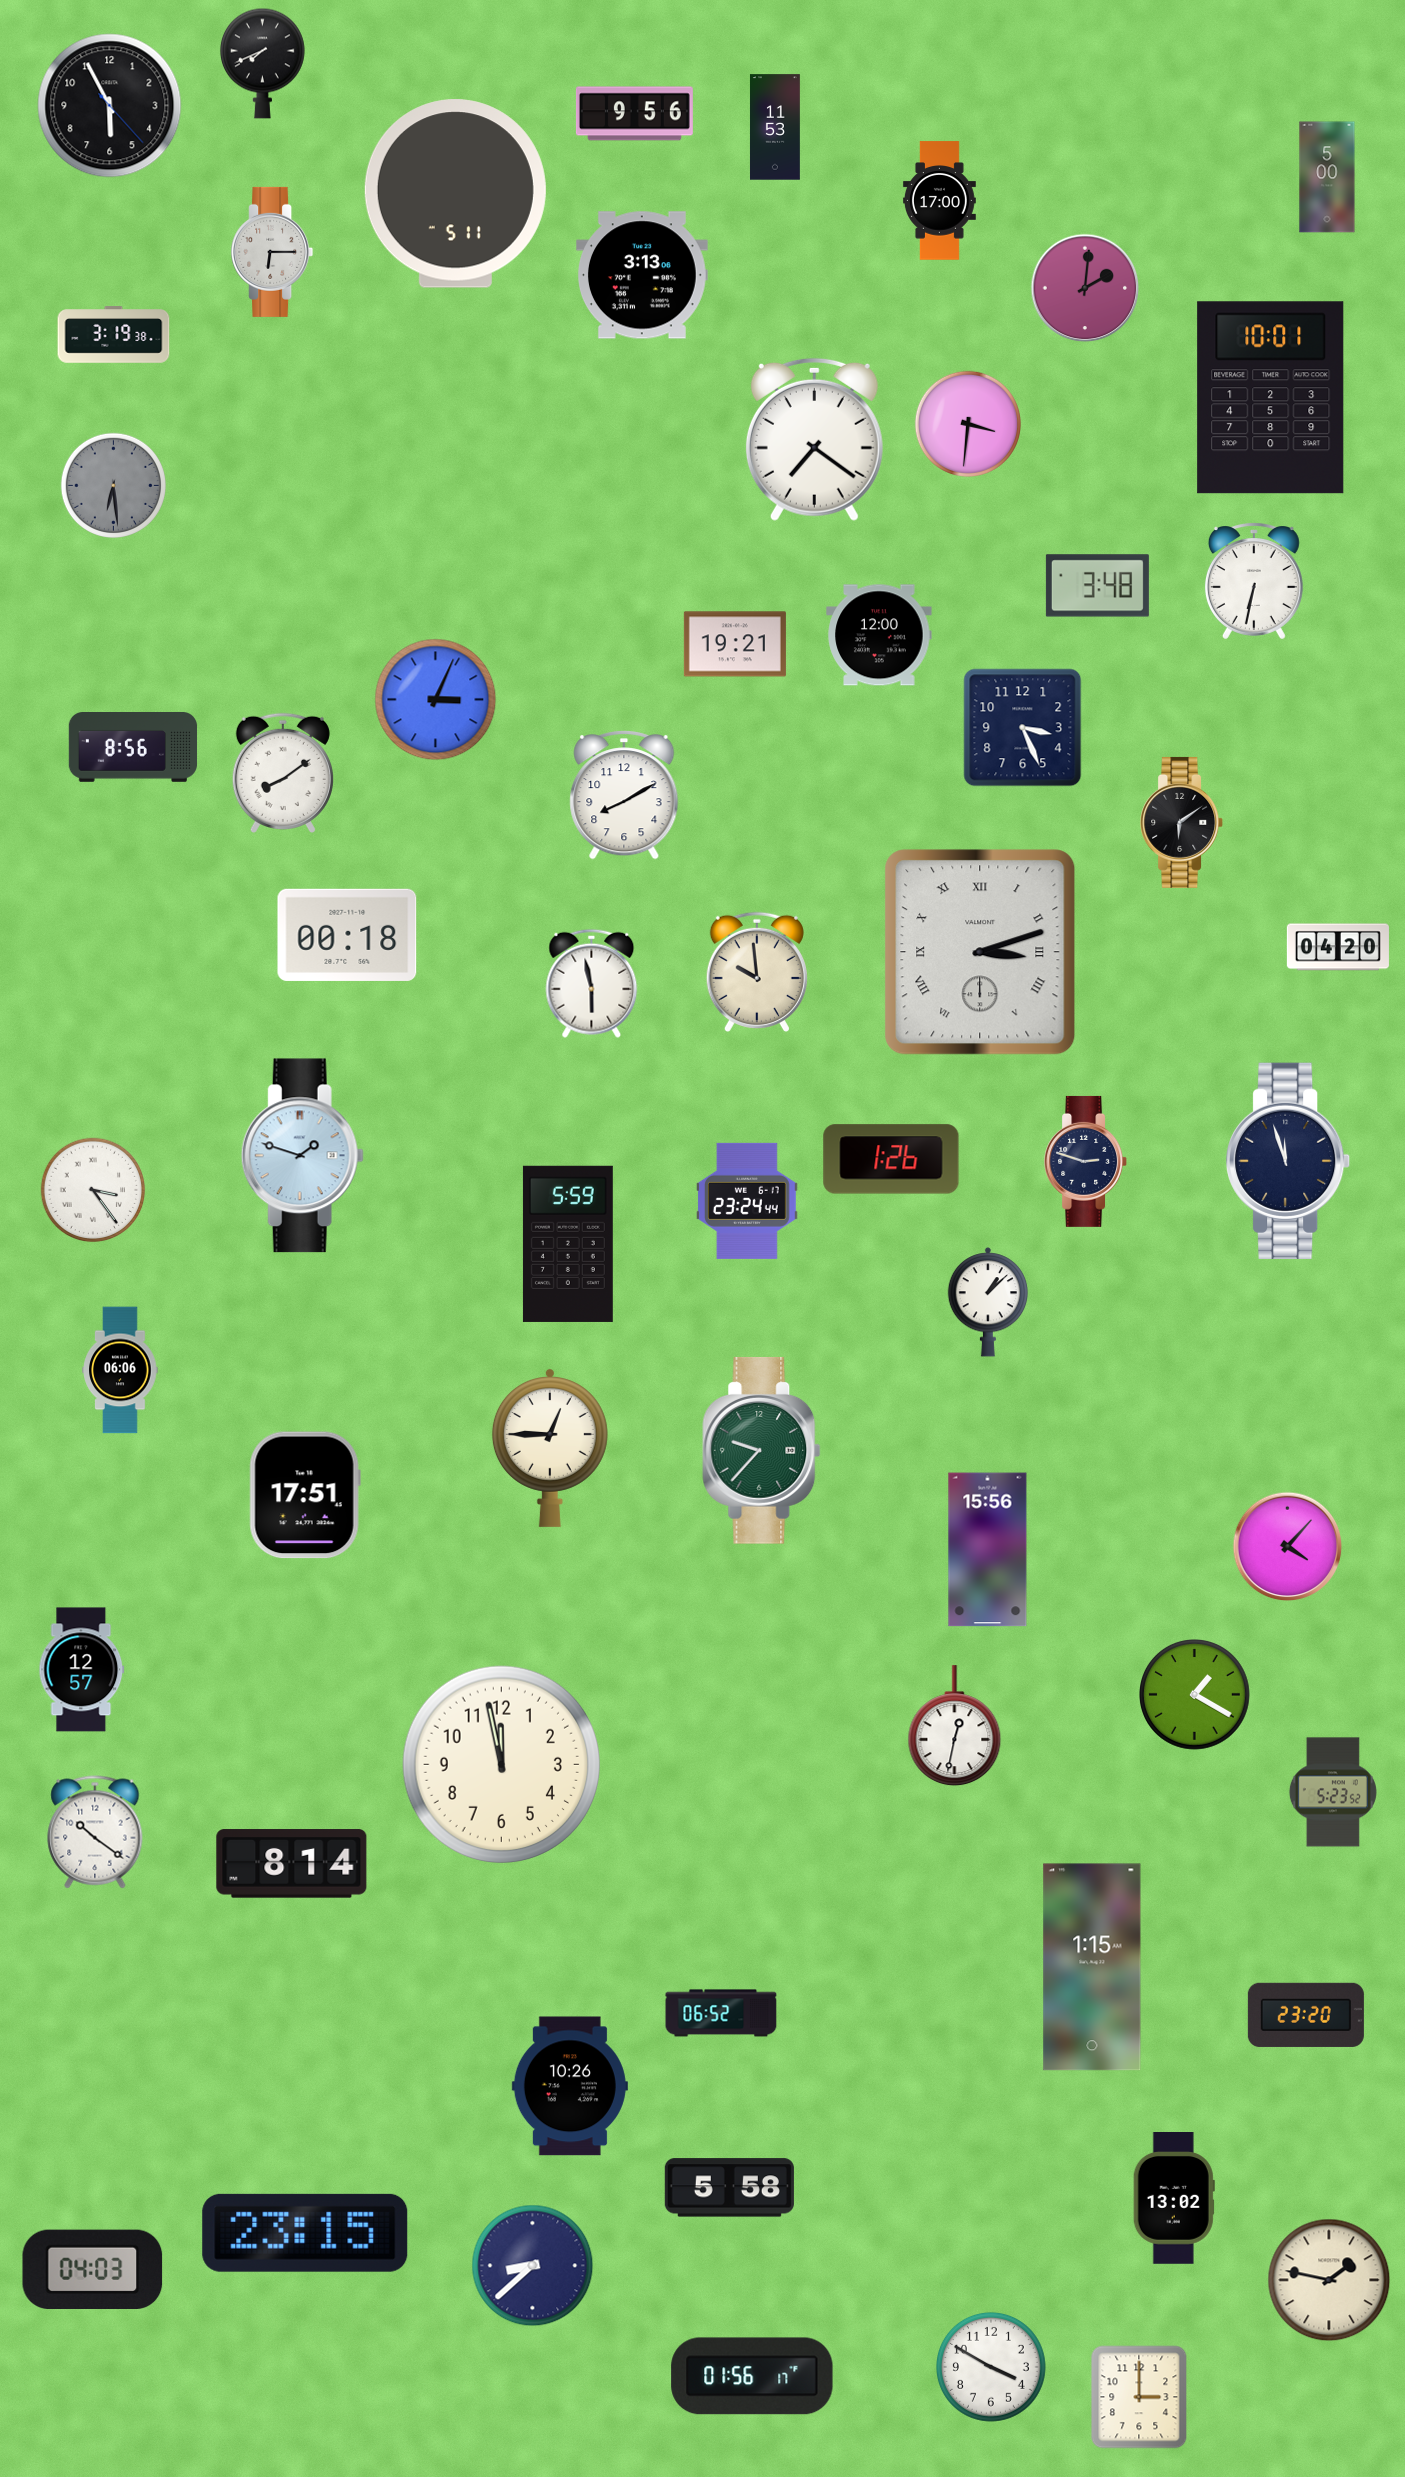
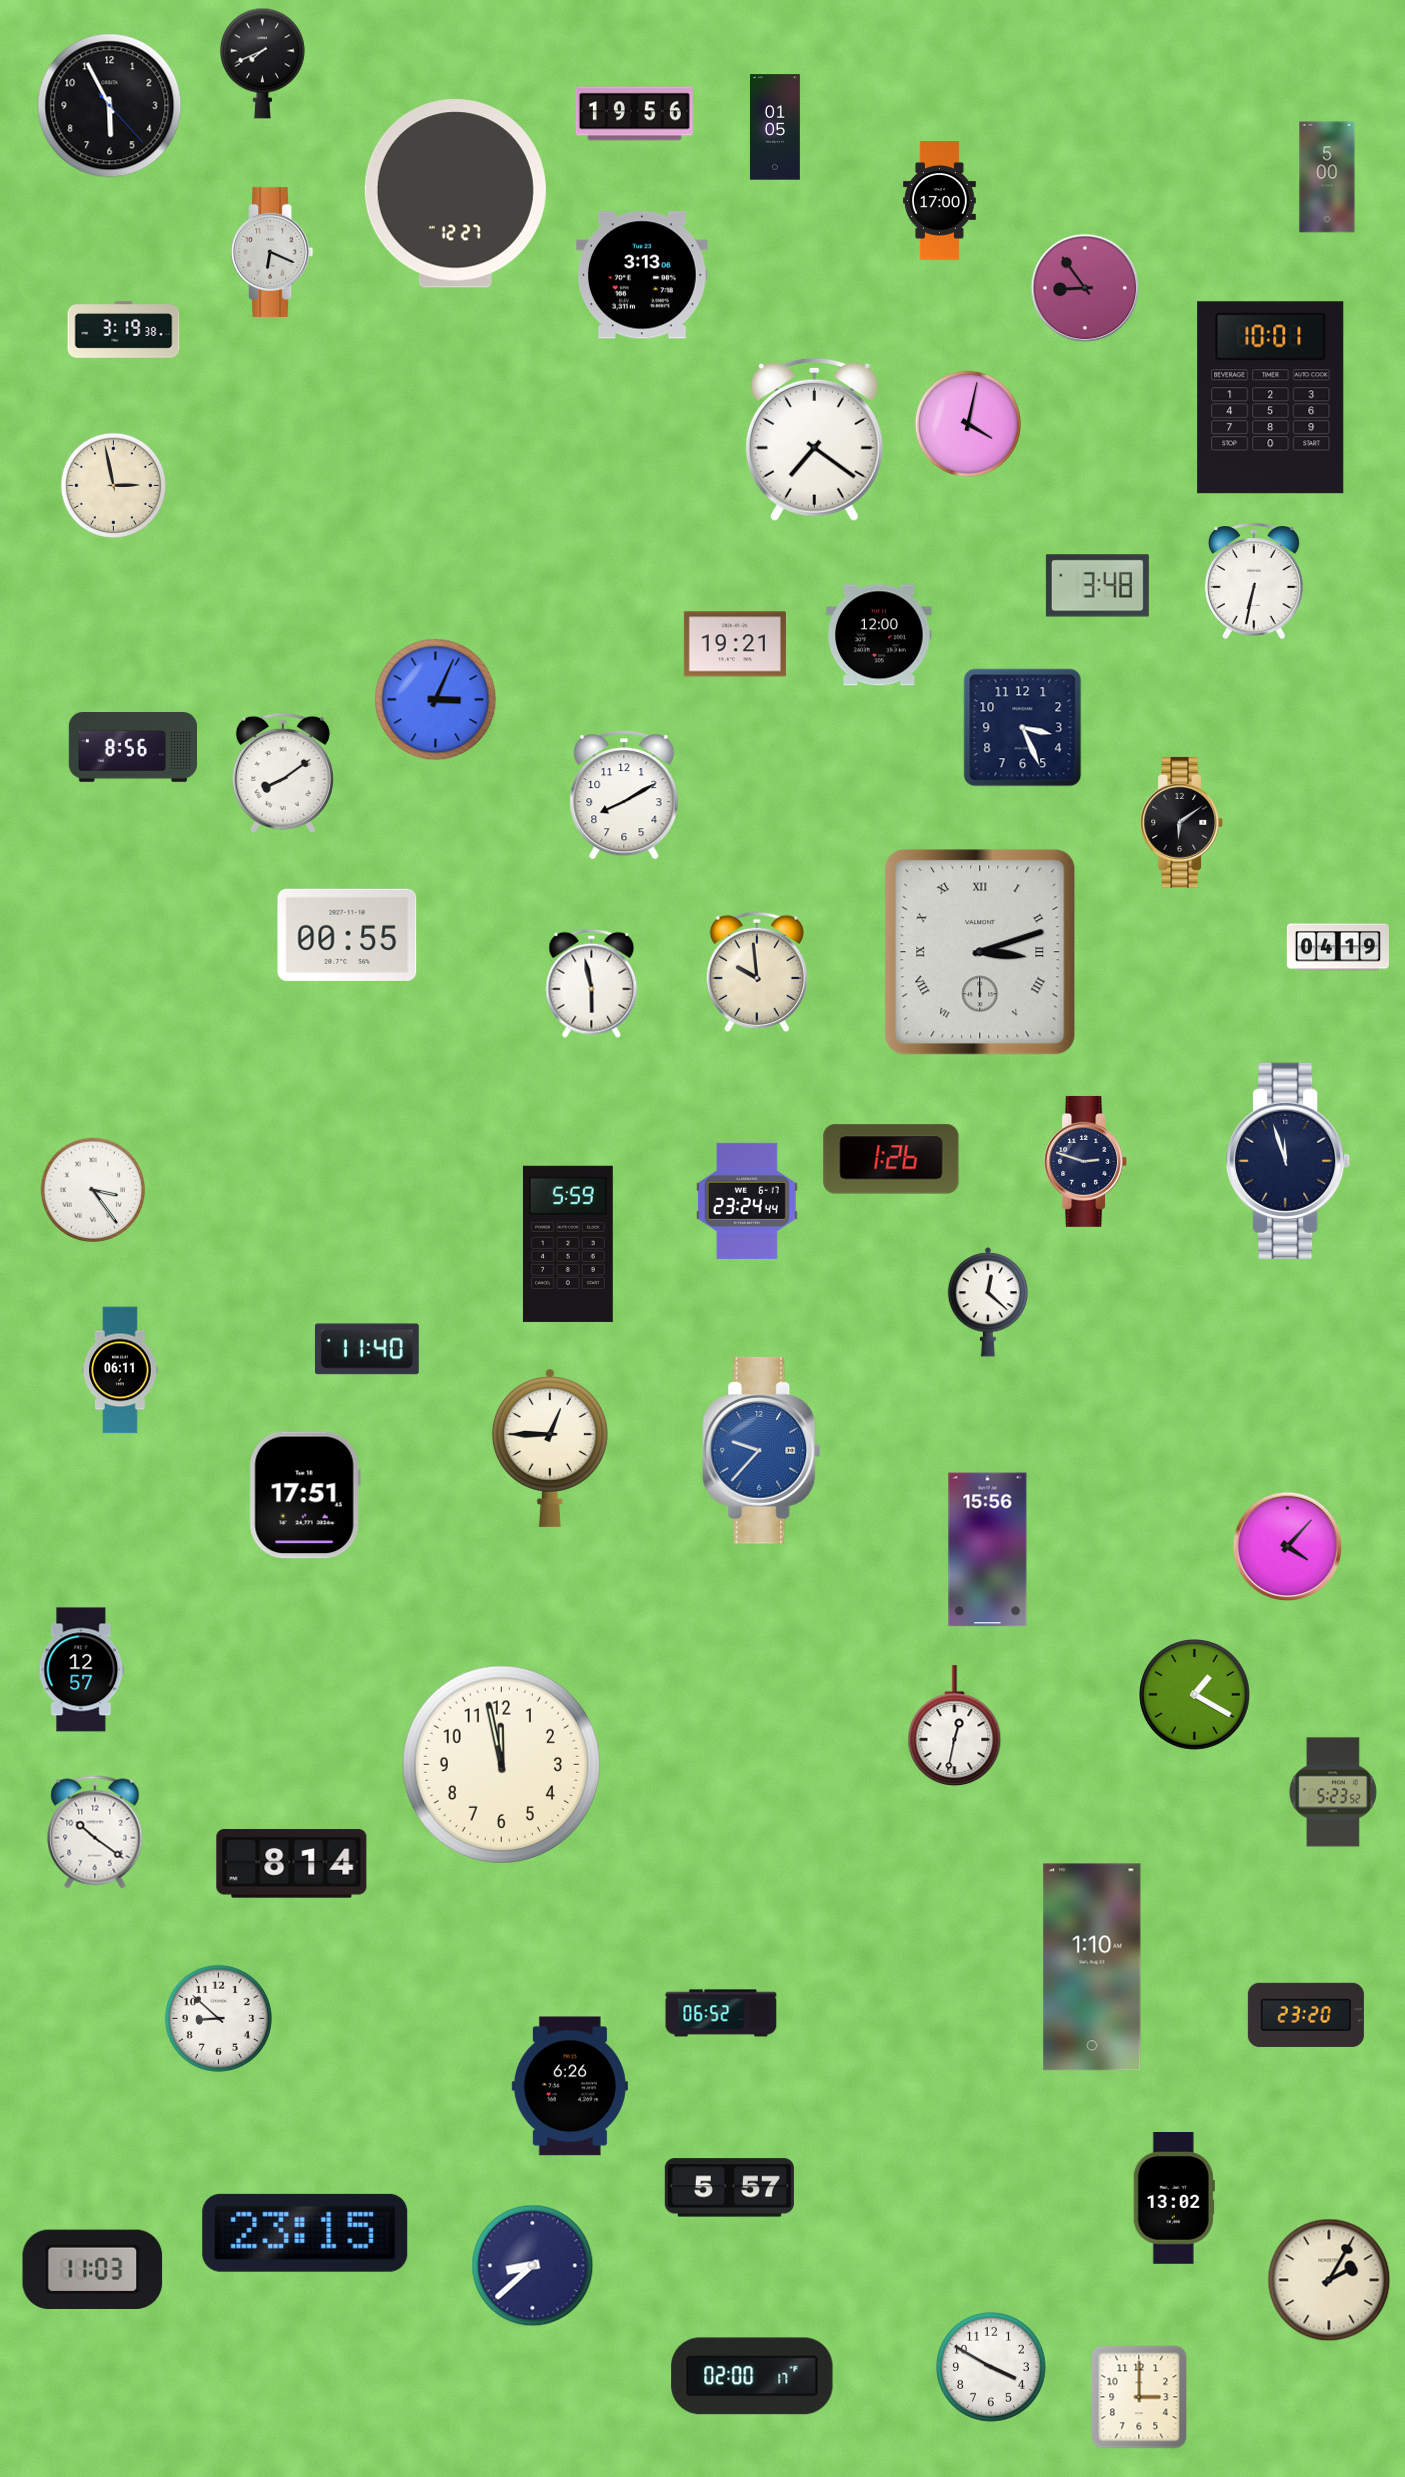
clock at (634, 114): 9:56 -> 19:56
clock at (775, 127): 11:53 -> 01:05
clock at (455, 194): 5:11 -> 12:27
clock at (272, 252): 6:15 -> 6:19
clock at (1085, 288): 2:01 -> 8:54
clock at (114, 335) position: (114, 335) -> (124, 330)
clock at (968, 424): 3:31 -> 4:02
clock at (113, 485): 6:29 -> 2:58
clock at (113, 485) dial: grey -> cream
clock at (347, 935): 00:18 -> 00:55
clock at (1338, 947): 04:20 -> 04:19
clock at (302, 1156): 1:48 -> none
clock at (988, 1302): 1:08 -> 12:22
clock at (367, 1349): none -> 11:40
clock at (120, 1370): 06:06 -> 06:11
clock at (762, 1450) dial: green -> blue
clock at (1092, 1967): 1:15 -> 1:10
clock at (218, 2018): none -> 8:52
clock at (570, 2086): 10:26 -> 6:26
clock at (729, 2188): 5:58 -> 5:57
clock at (93, 2269): 04:03 -> 11:03
clock at (1329, 2280): 1:47 -> 2:05
clock at (752, 2376): 01:56 -> 02:00
